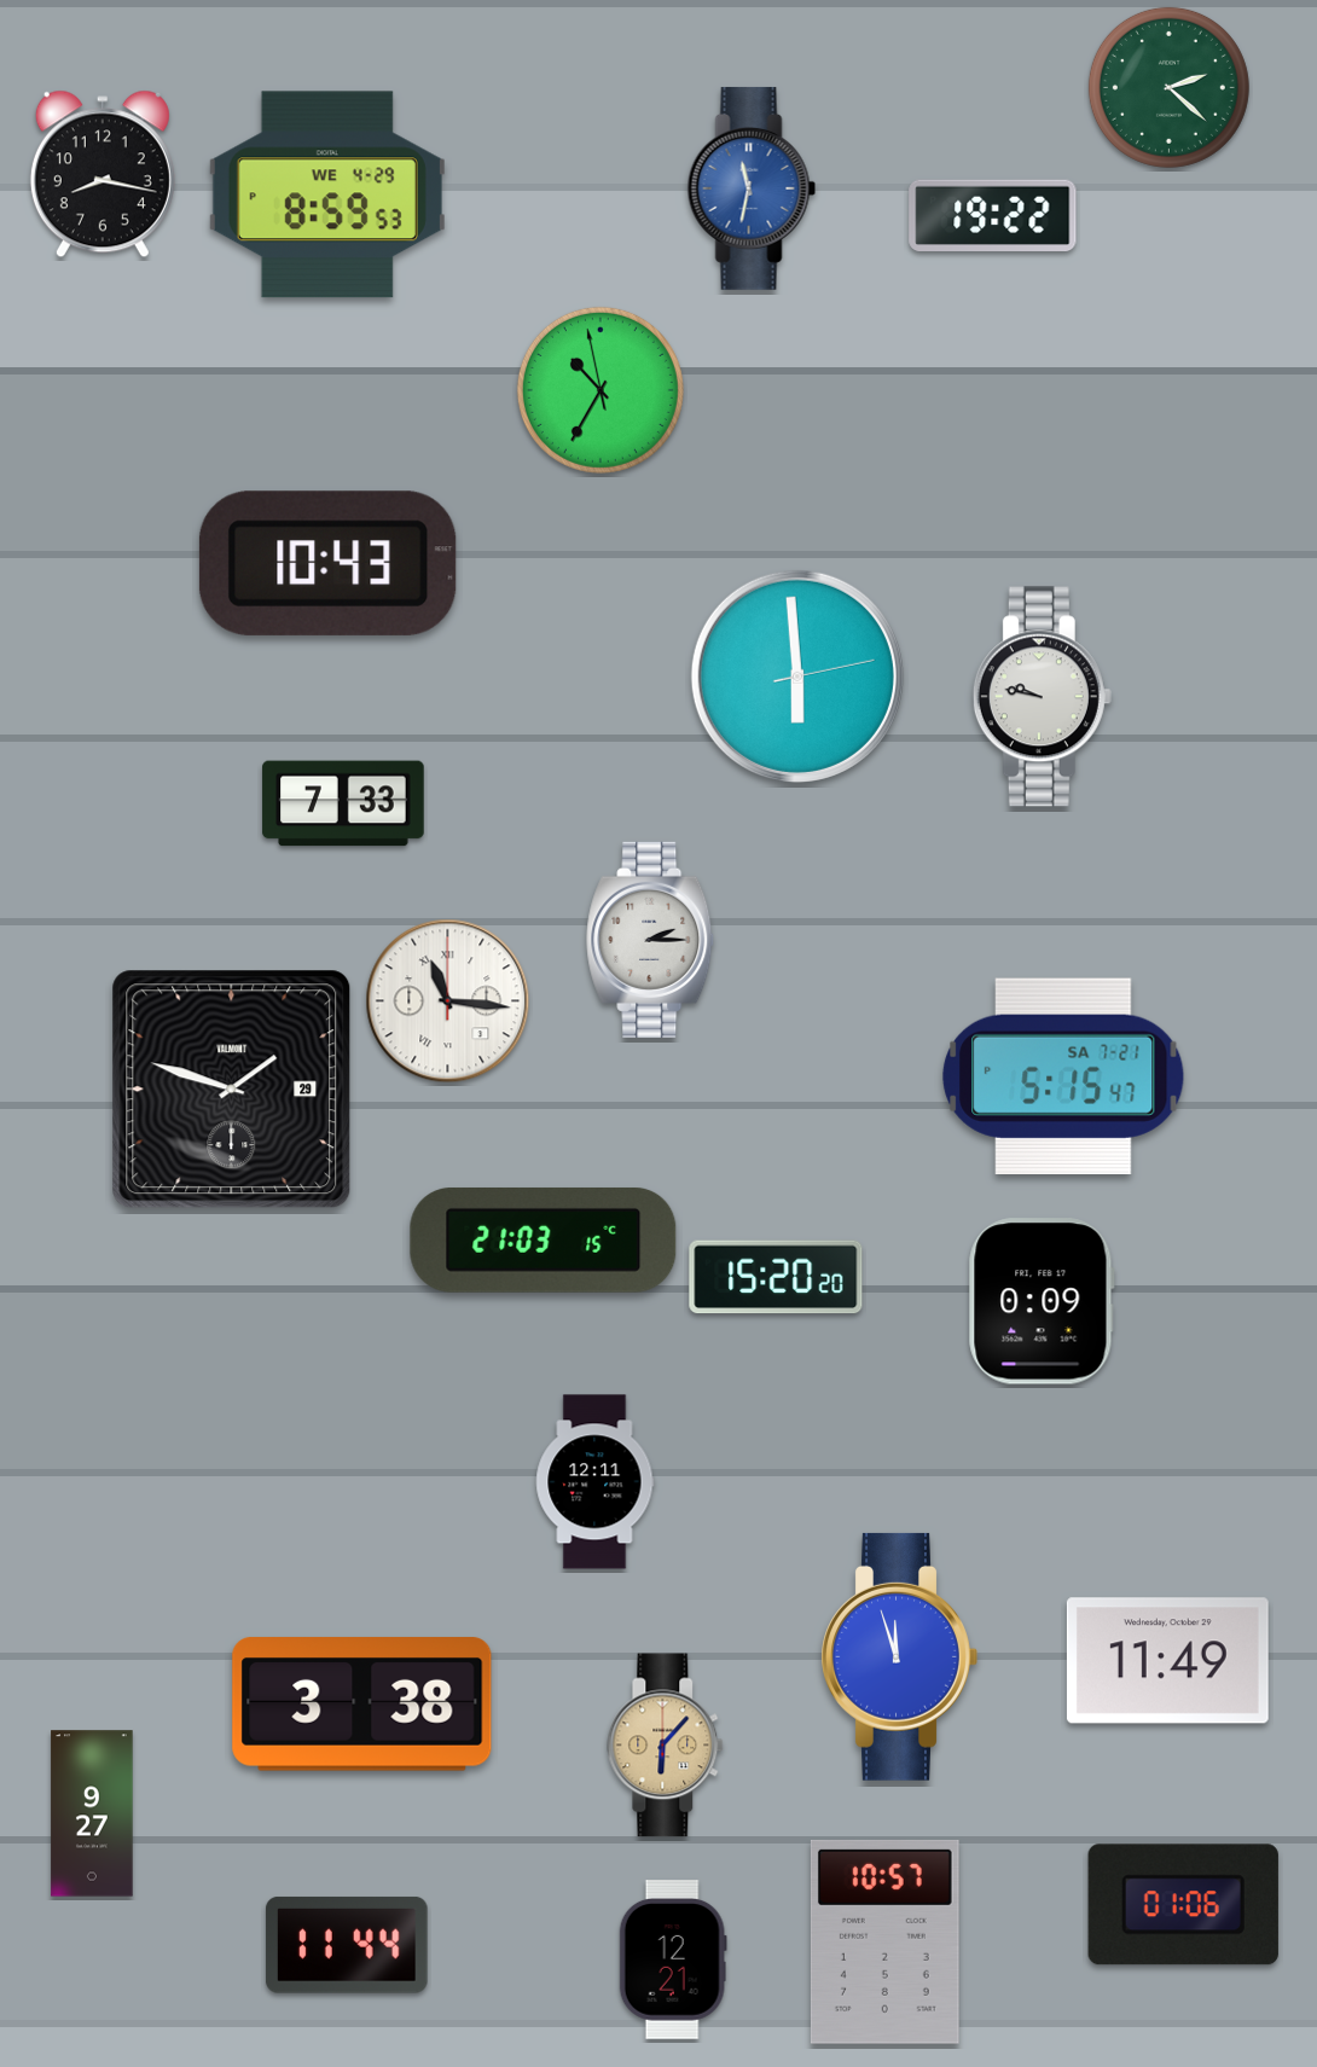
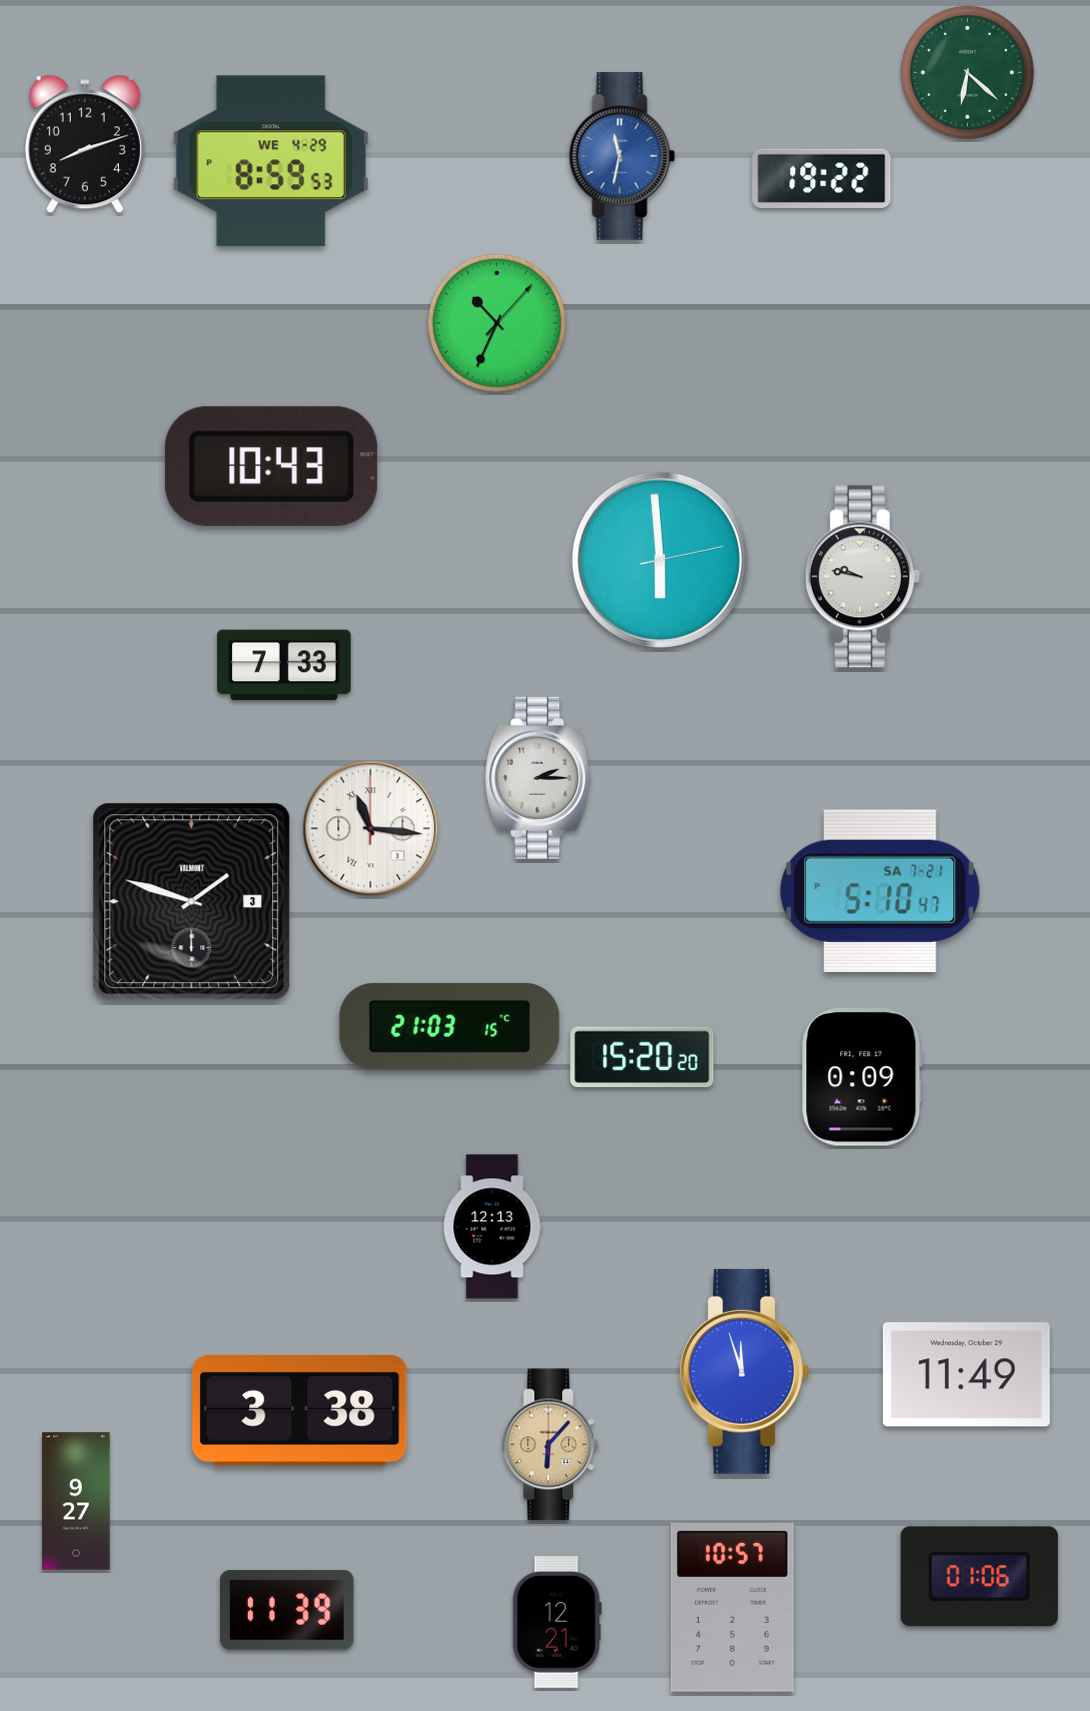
clock at (1168, 87): 2:22 -> 6:22
clock at (103, 174): 8:17 -> 8:12
clock at (601, 390): 10:34:58 -> 10:34:07
clock at (1063, 1076): 5:15 -> 5:10
clock at (232, 1090) date: 29 -> 3
clock at (596, 1482): 12:11 -> 12:13
clock at (347, 1945): 11:44 -> 11:39
